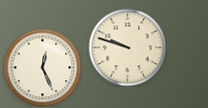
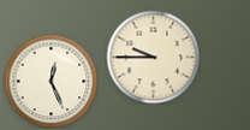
clock at (127, 47): 9:48 -> 9:45
